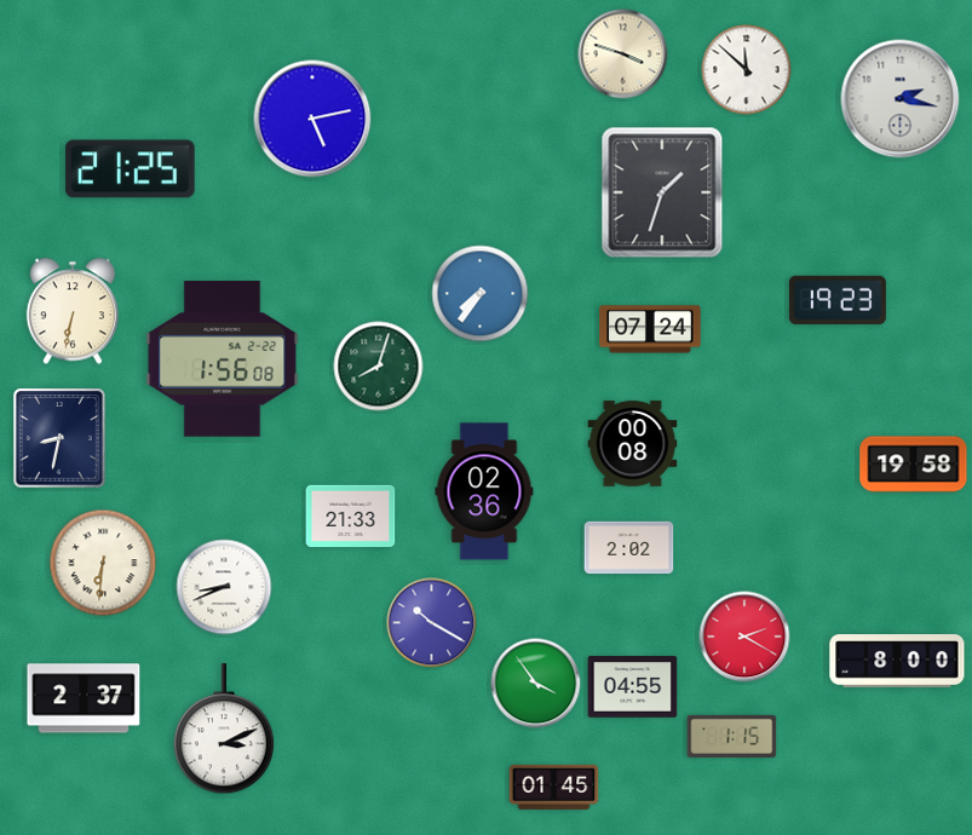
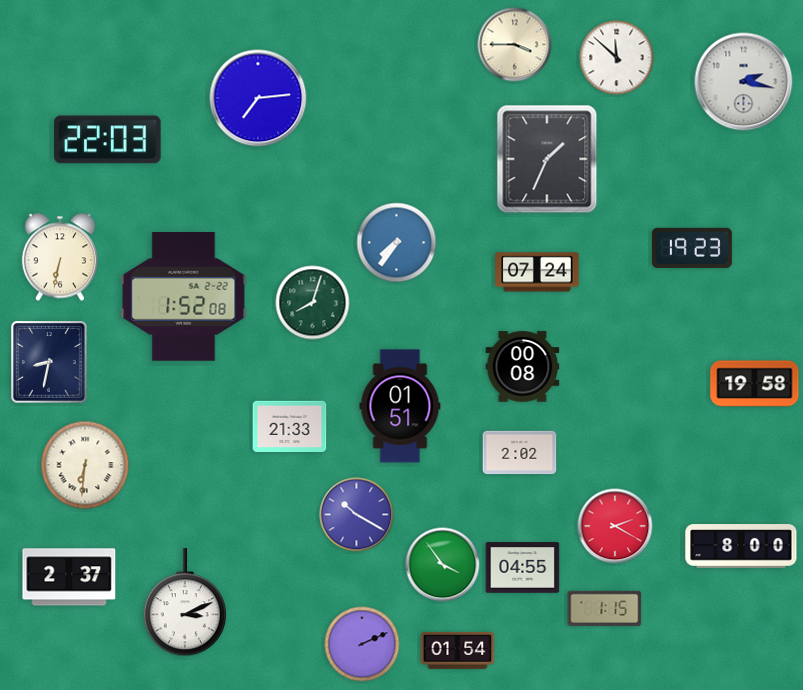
clock at (623, 54): 3:48 -> 3:45
clock at (312, 119): 5:13 -> 7:14
clock at (131, 169): 21:25 -> 22:03
clock at (662, 192): 1:33 -> 1:34
clock at (223, 359): 1:56 -> 1:52
clock at (484, 491): 02:36 -> 01:51
clock at (224, 587): 8:41 -> none
clock at (362, 644): none -> 2:11
clock at (554, 787): 01:45 -> 01:54
